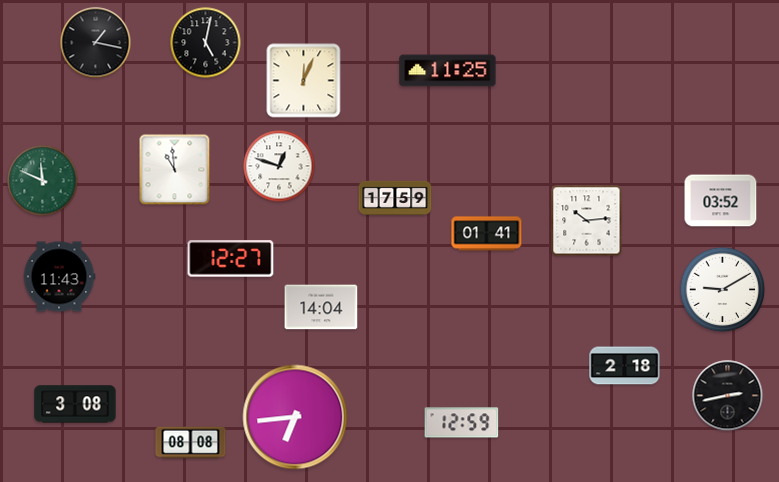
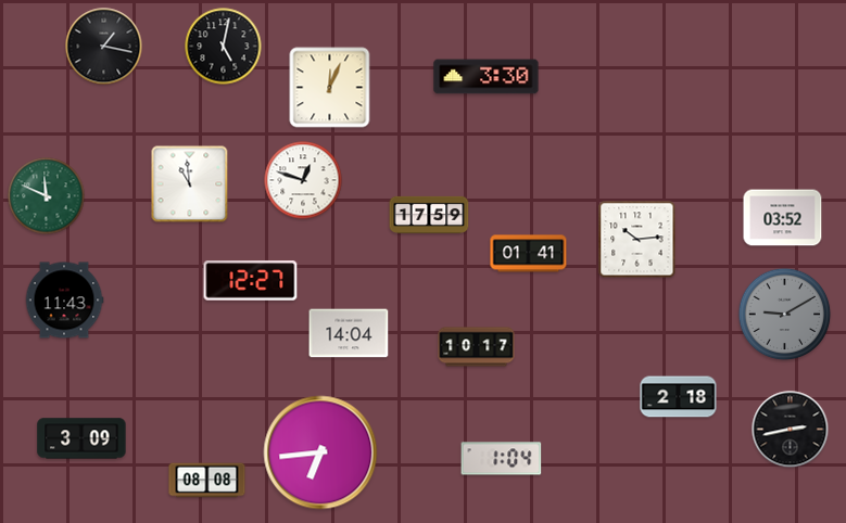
clock at (448, 71): 11:25 -> 3:30
clock at (723, 290) dial: white -> grey
clock at (477, 347): none -> 10:17
clock at (75, 404): 3:08 -> 3:09
clock at (462, 423): 12:59 -> 1:04
